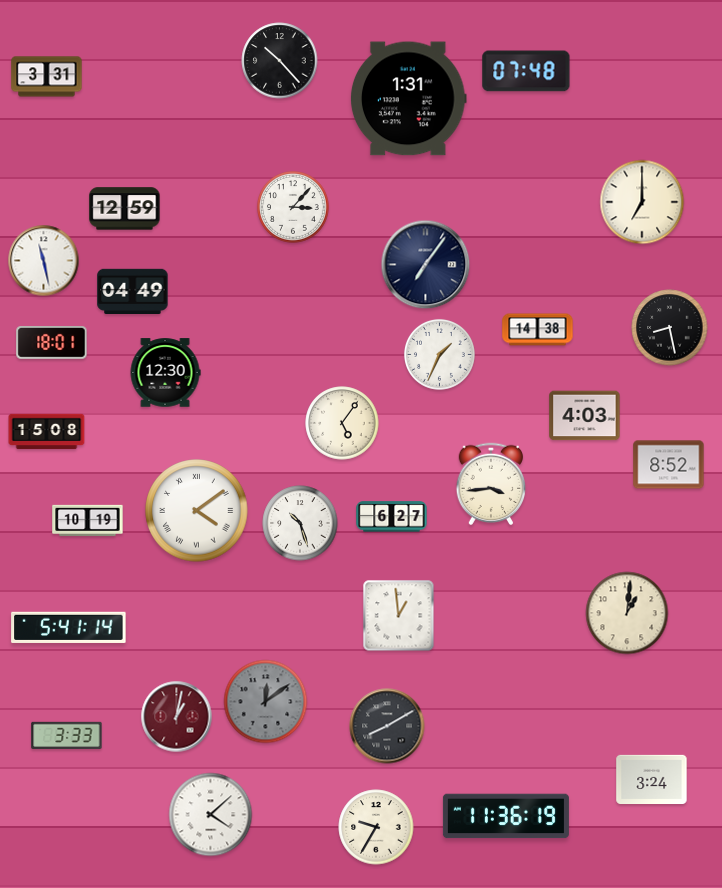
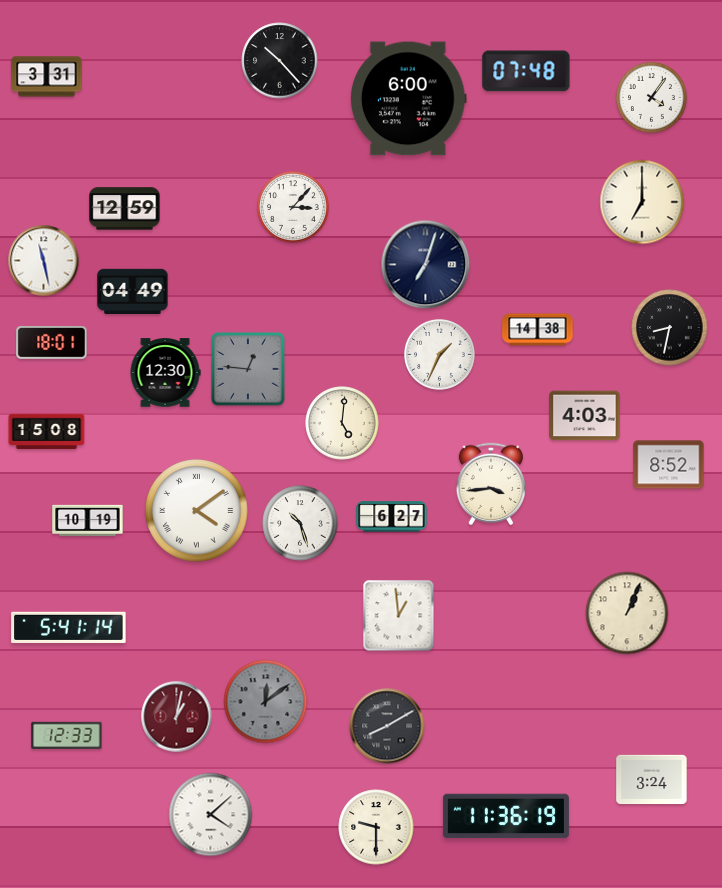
clock at (651, 97): none -> 4:06
clock at (409, 99): 1:31 -> 6:00
clock at (426, 265): 7:06 -> 7:03
clock at (670, 328): 8:28 -> 8:32
clock at (248, 369): none -> 12:46
clock at (342, 423): 5:06 -> 5:01
clock at (627, 613): 1:01 -> 1:04
clock at (67, 735): 3:33 -> 12:33
clock at (376, 827): 9:35 -> 9:30
